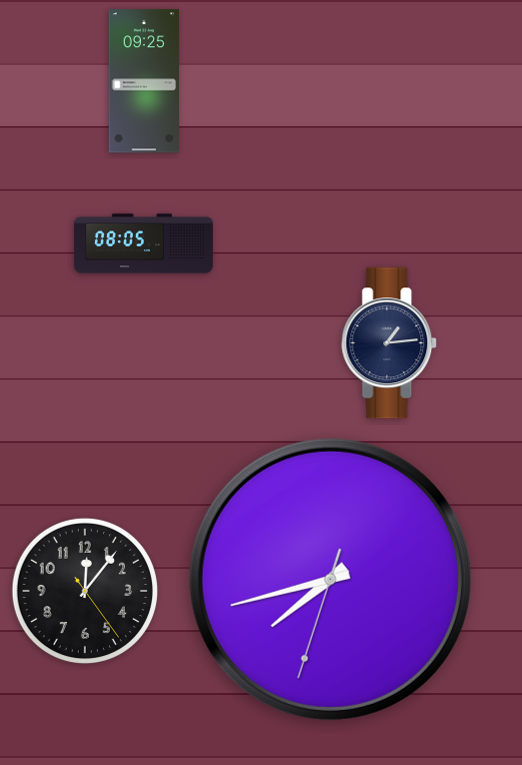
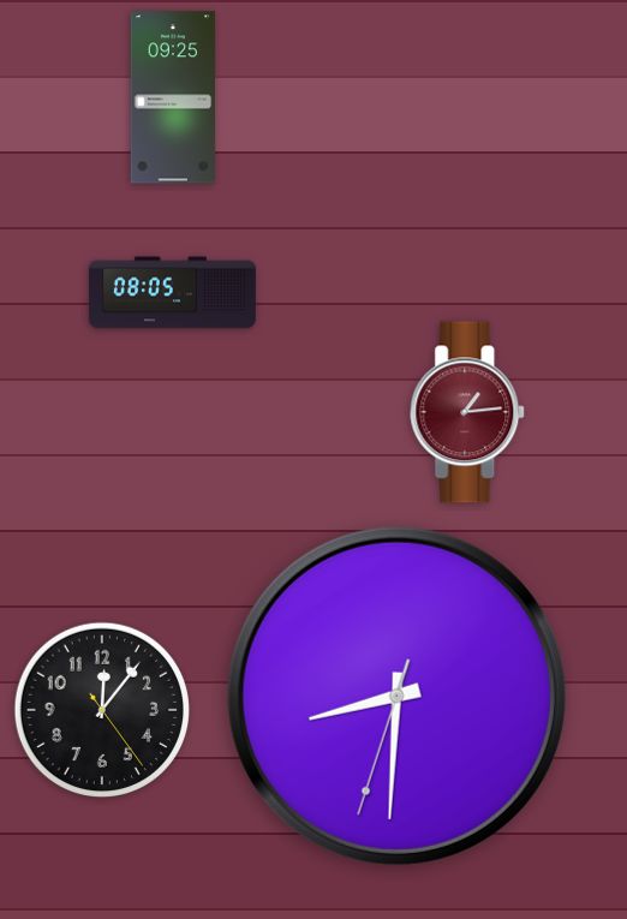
clock at (390, 343) dial: navy -> burgundy
clock at (330, 579): 7:42 -> 8:30
